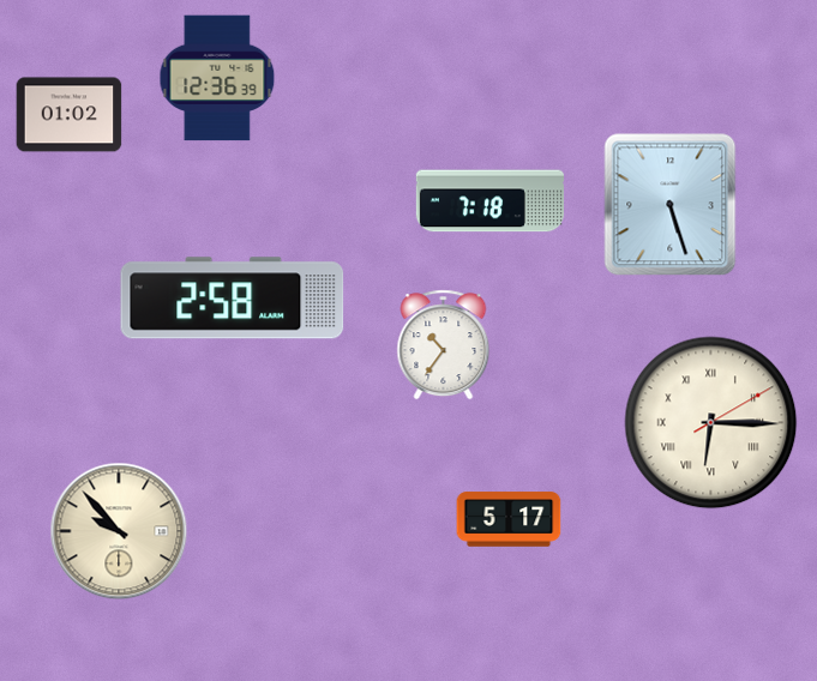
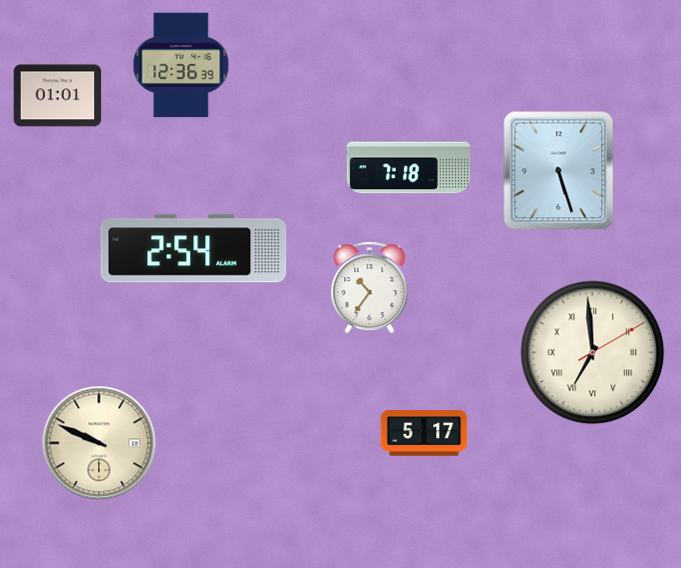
clock at (70, 115): 01:02 -> 01:01
clock at (233, 299): 2:58 -> 2:54
clock at (711, 423): 6:15 -> 6:59
clock at (119, 531): 9:53 -> 9:49
